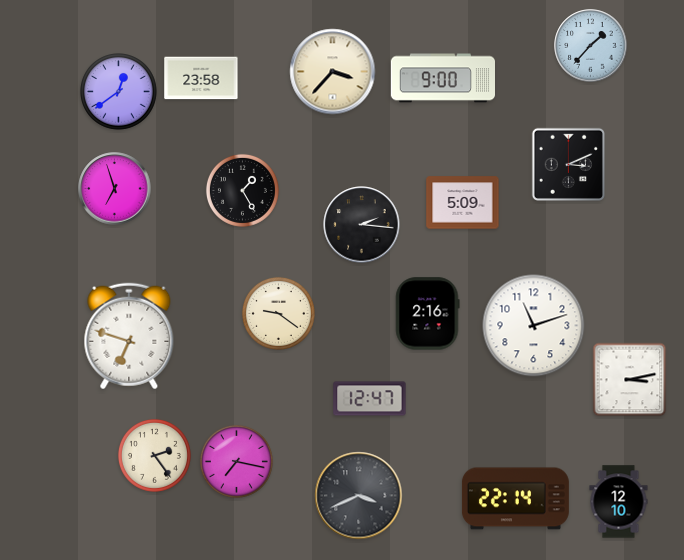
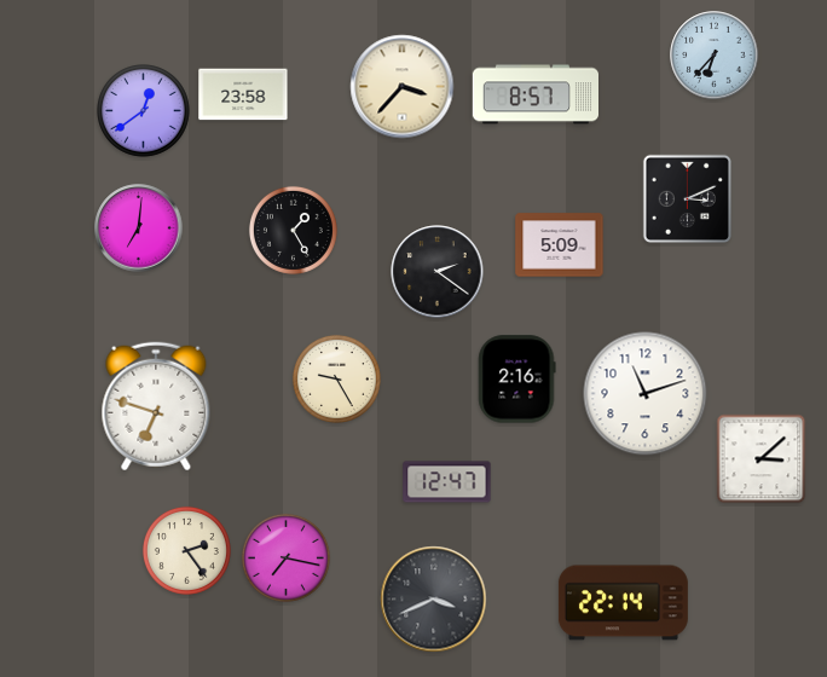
clock at (591, 46): 1:37 -> 6:37
clock at (442, 78): 9:00 -> 8:57
clock at (115, 189): 6:57 -> 7:01
clock at (362, 225): 2:16 -> 2:21
clock at (278, 313): 9:21 -> 9:25
clock at (630, 380): 3:13 -> 3:08
clock at (619, 502): 12:10 -> none
